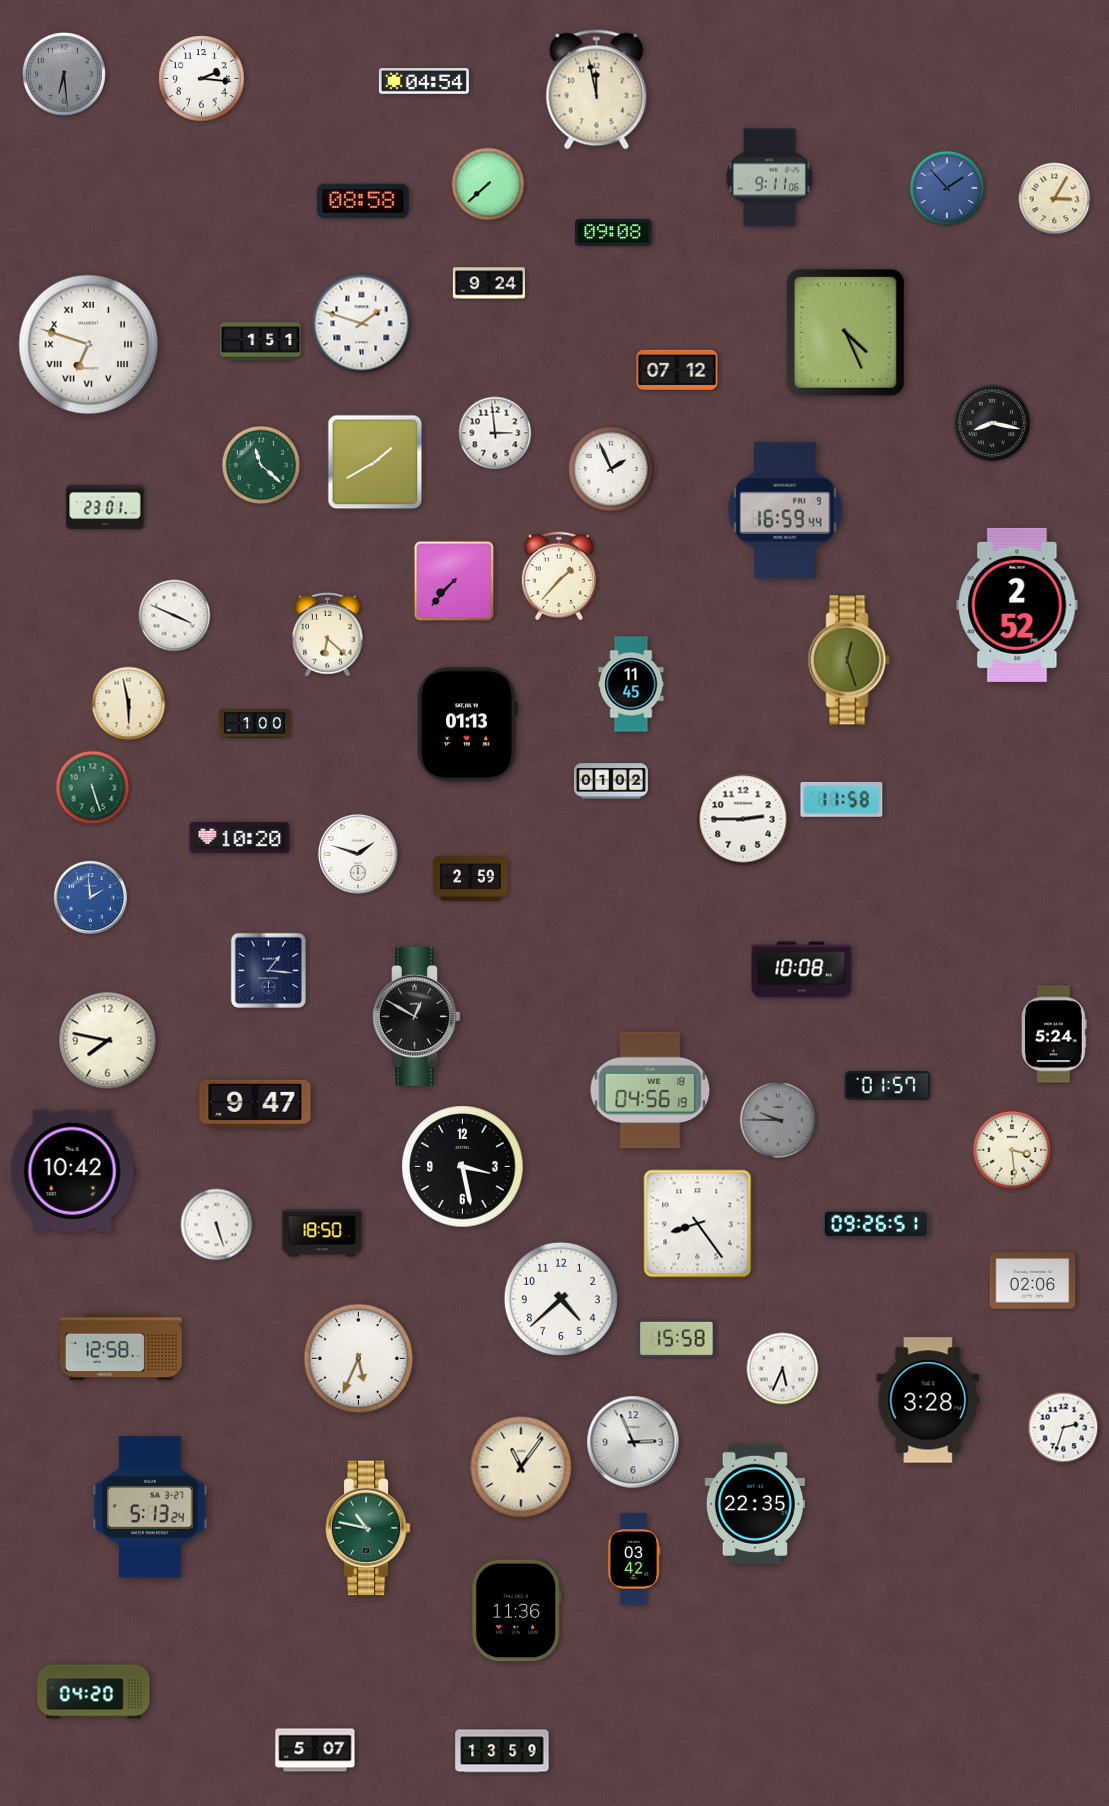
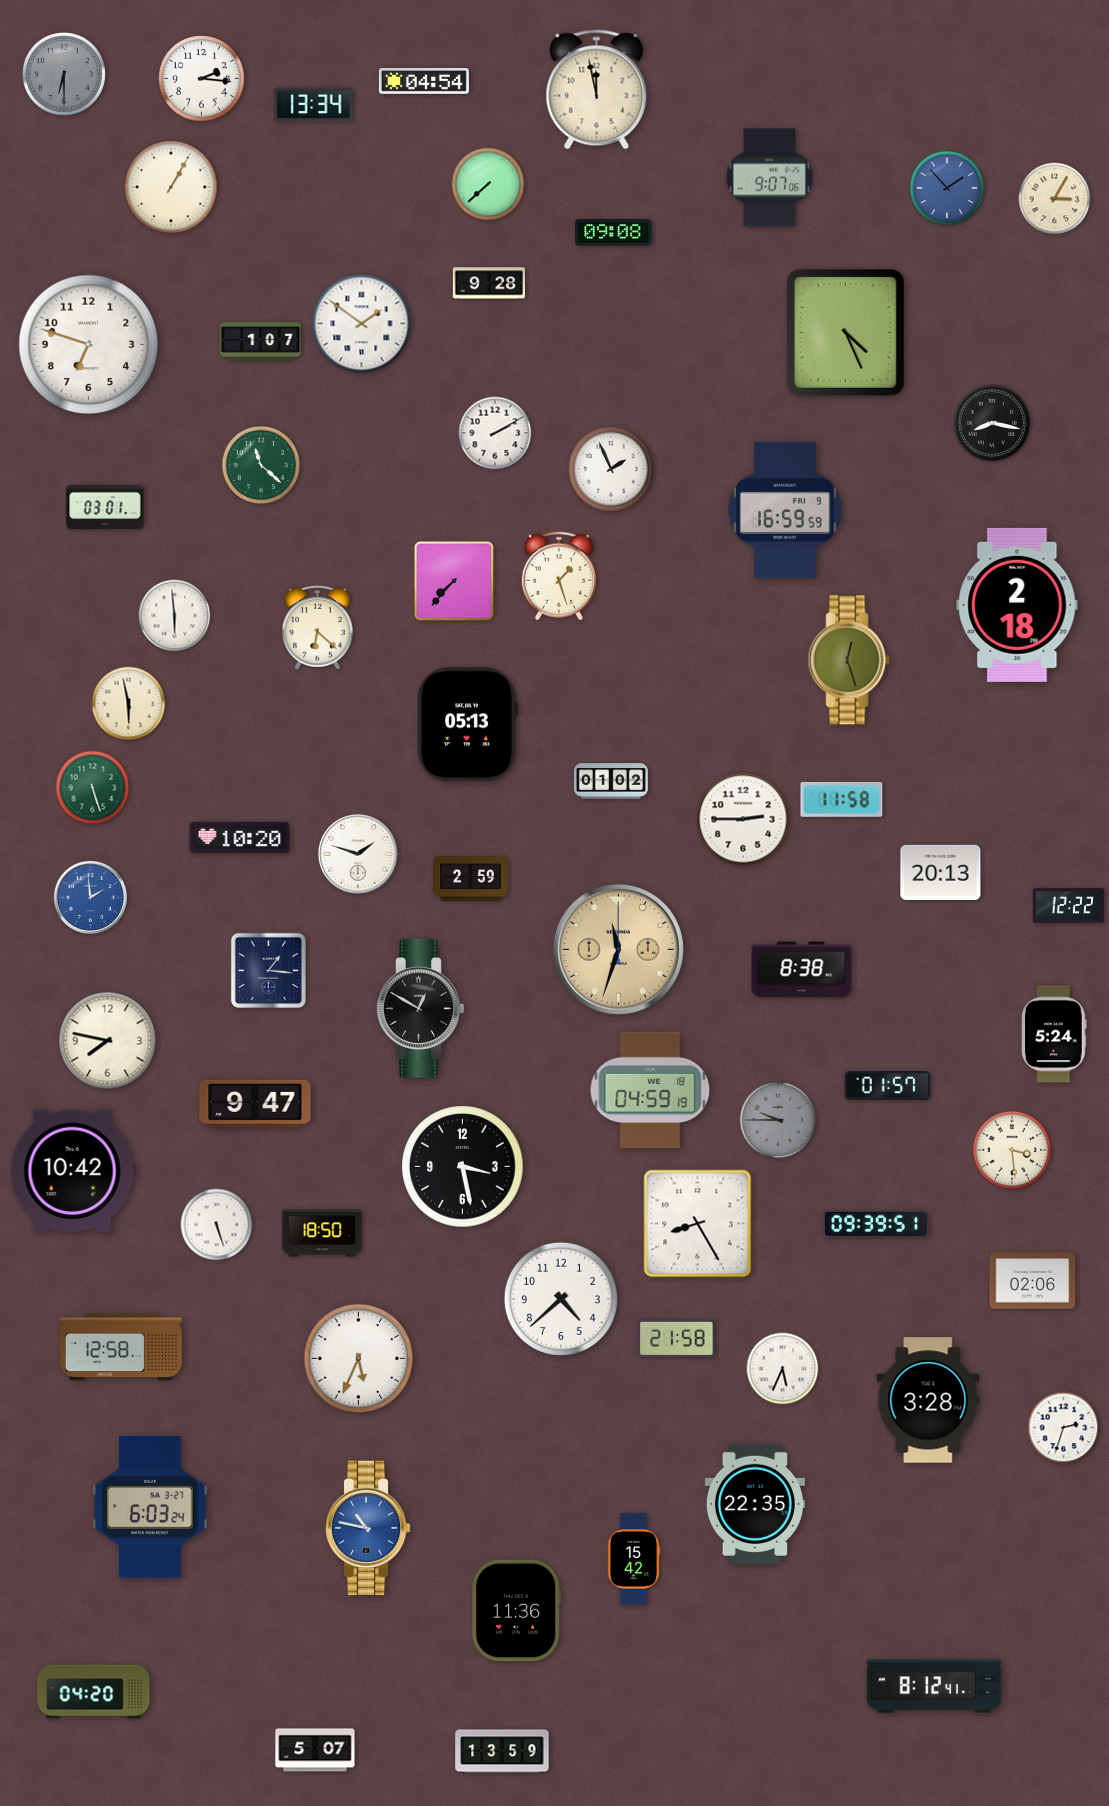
clock at (64, 74): 6:29 -> 6:30
clock at (314, 105): none -> 13:34
clock at (769, 178): 9:11 -> 9:07
clock at (171, 187): none -> 1:05
clock at (363, 201): 08:58 -> none
clock at (489, 283): 9:24 -> 9:28
clock at (362, 324): 1:48 -> 1:51
clock at (261, 342): 1:51 -> 1:07
clock at (89, 345) numerals: Roman -> Arabic
clock at (677, 370): 07:12 -> none
clock at (495, 433): 2:59 -> 2:10
clock at (375, 462): 1:40 -> none
clock at (105, 507): 23:01 -> 03:01
clock at (785, 510): 16:59:44 -> 16:59:59
clock at (559, 576): 1:37 -> 1:27
clock at (1017, 605): 2:52 -> 2:18
clock at (175, 616): 3:49 -> 5:59
clock at (328, 635) position: (328, 635) -> (318, 628)
clock at (631, 684): 11:45 -> none
clock at (255, 724): 1:00 -> none
clock at (467, 725): 01:13 -> 05:13
clock at (941, 872): none -> 20:13
clock at (1069, 906): none -> 12:22
clock at (618, 949): none -> 11:33
clock at (802, 970): 10:08 -> 8:38
clock at (417, 1016) position: (417, 1016) -> (421, 1008)
clock at (650, 1090): 04:56 -> 04:59
clock at (876, 1223): 09:26 -> 09:39
clock at (698, 1224): 8:24 -> 8:25
clock at (677, 1338): 15:58 -> 21:58
clock at (633, 1442): 2:56 -> none
clock at (521, 1467): 11:06 -> none
clock at (150, 1507): 5:13 -> 6:03
clock at (368, 1528) dial: green -> blue
clock at (634, 1559): 03:42 -> 15:42
clock at (934, 1686): none -> 8:12
